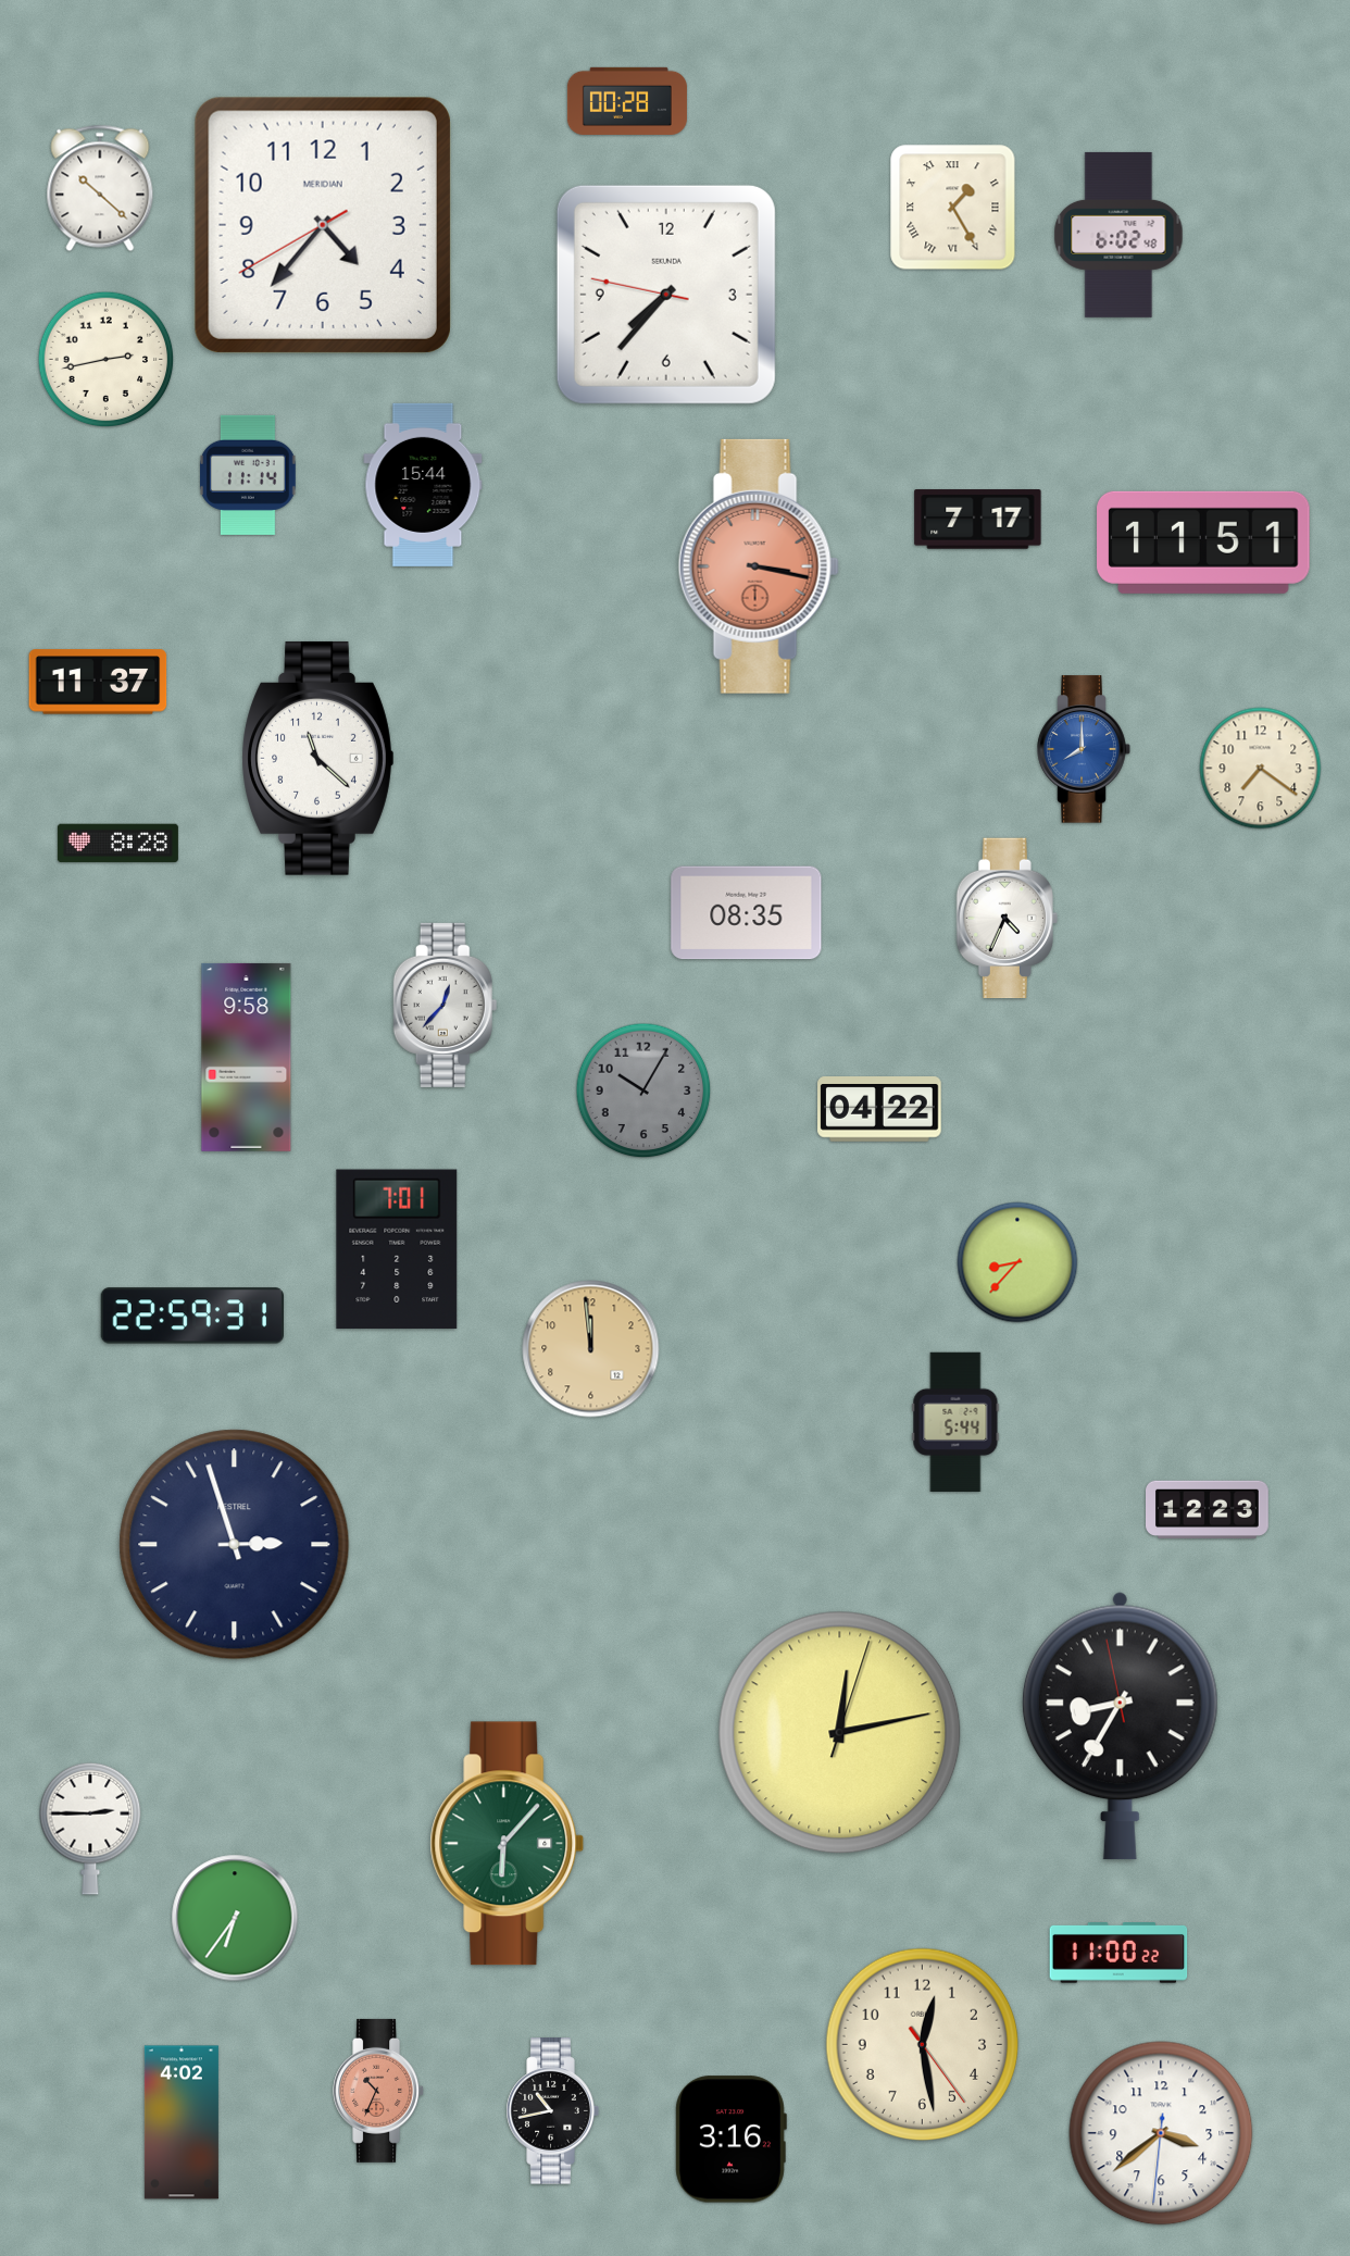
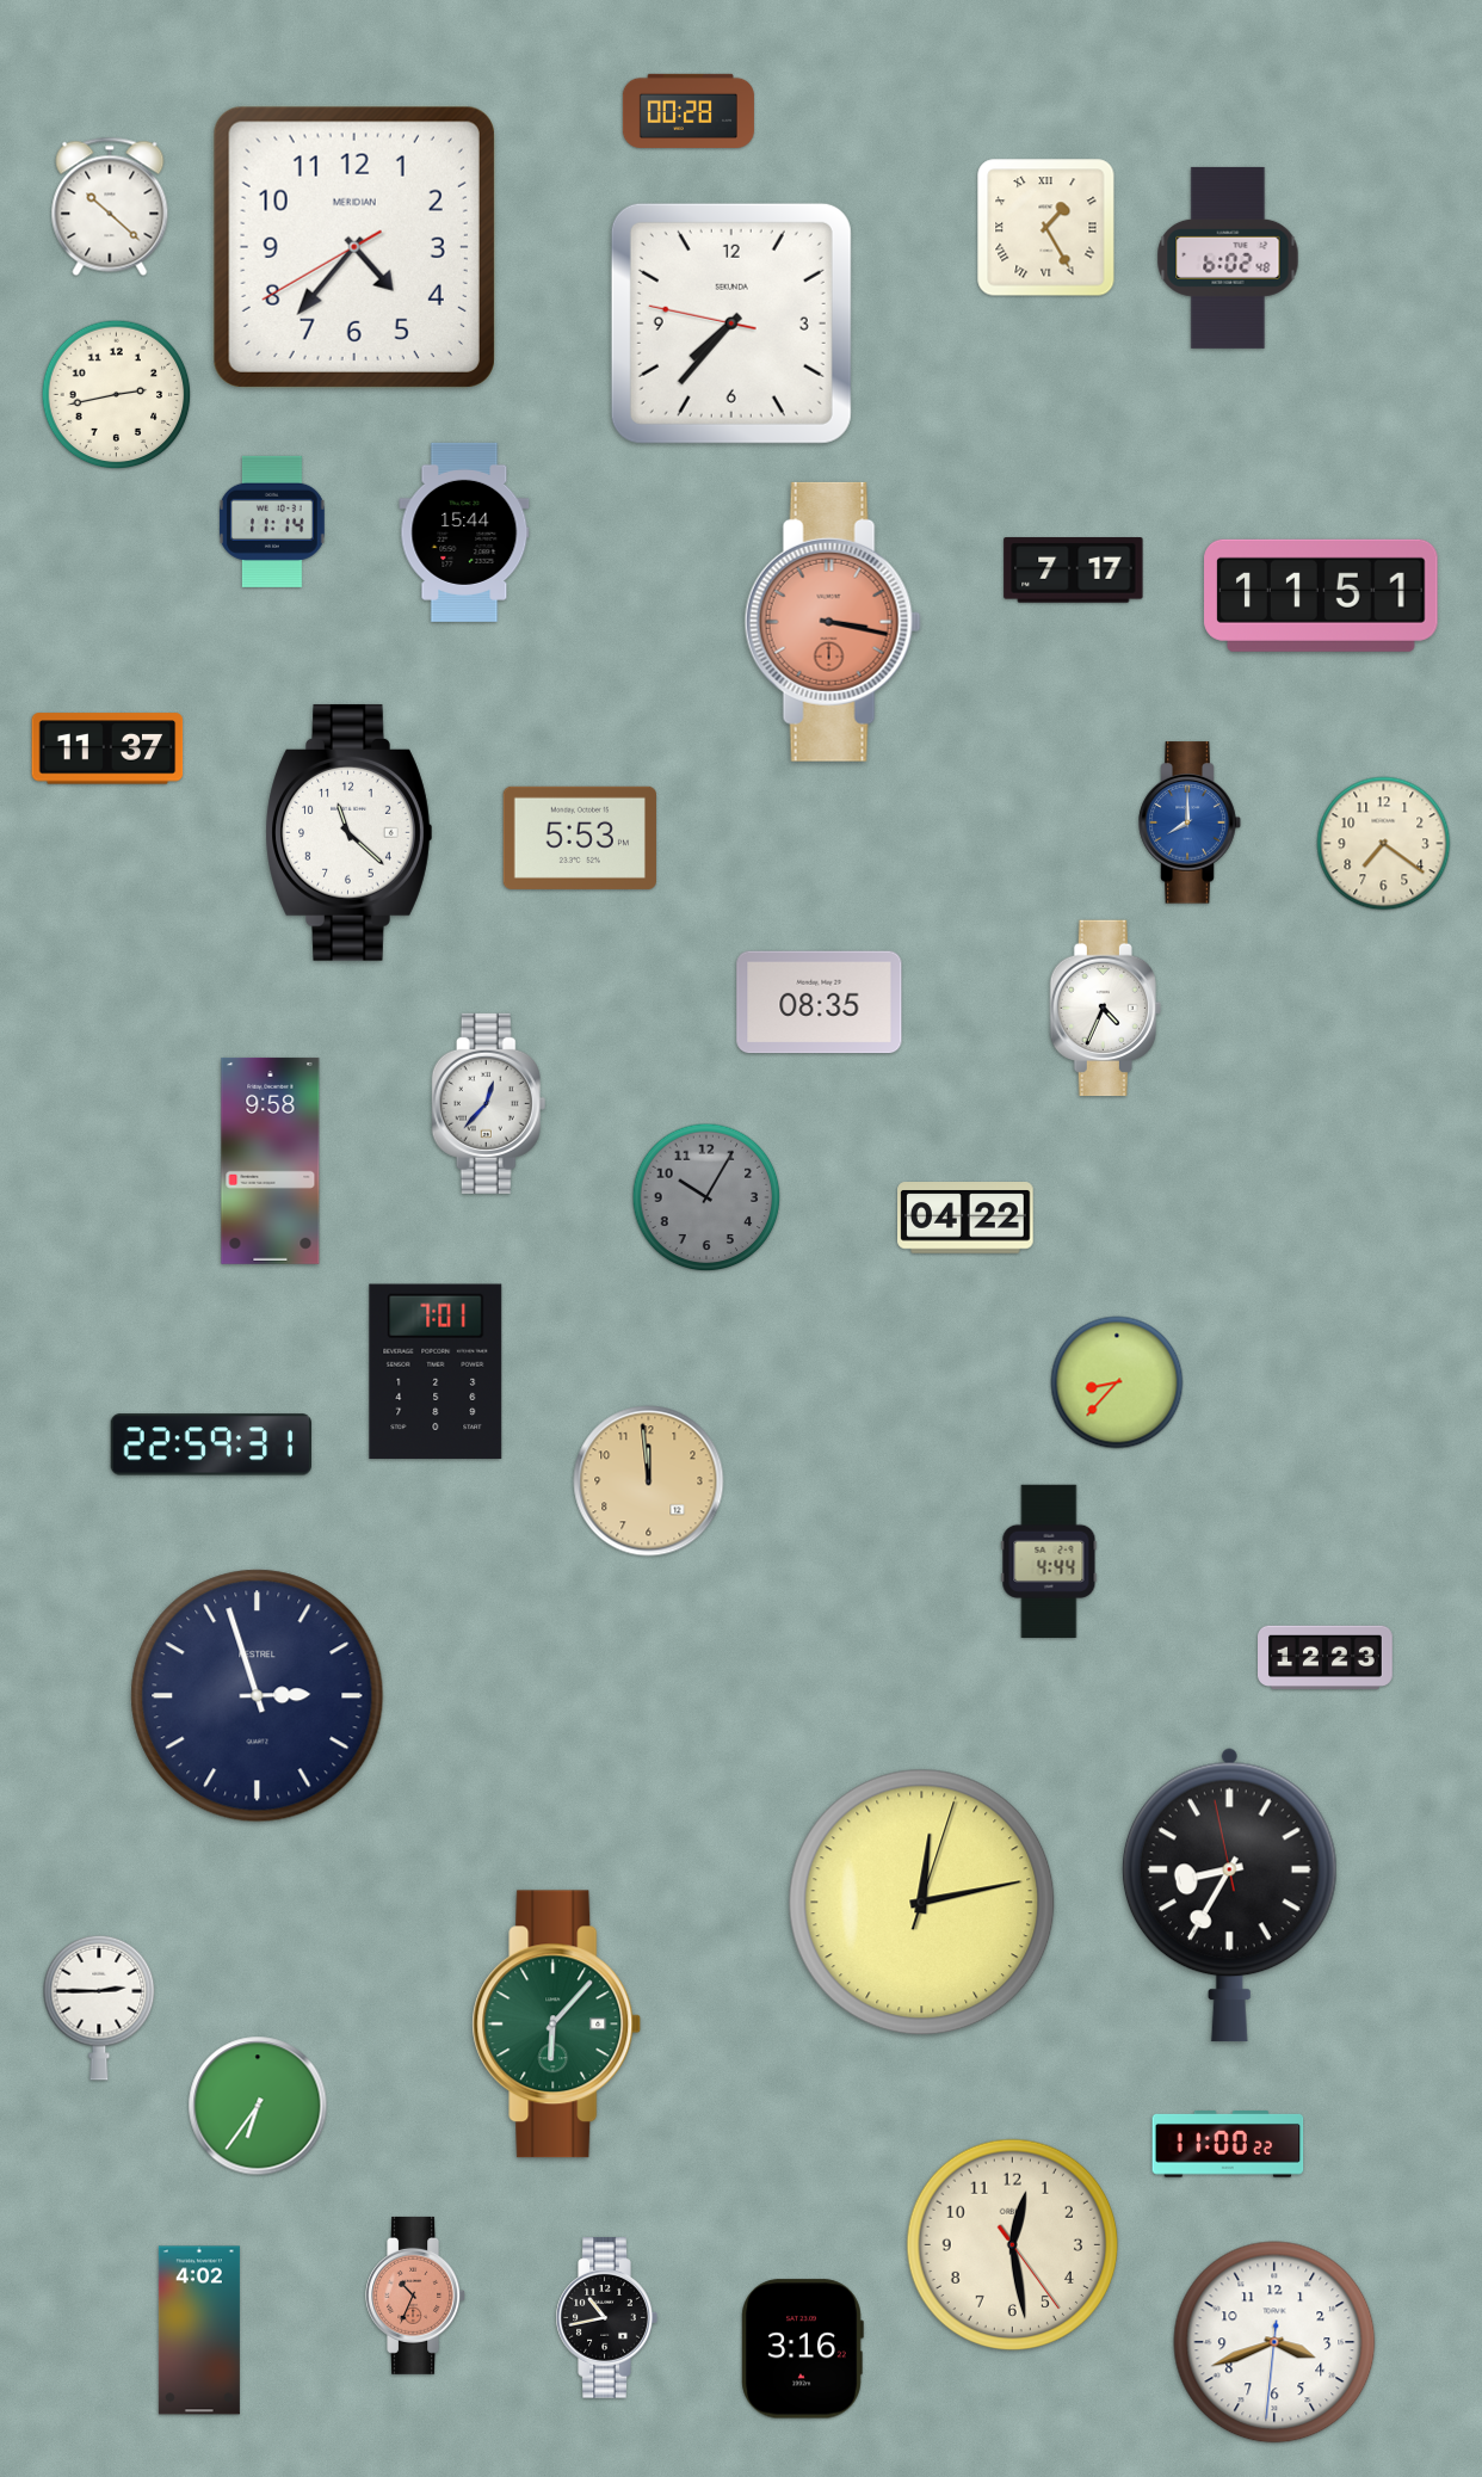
clock at (580, 838): none -> 5:53
clock at (117, 844): 8:28 -> none
clock at (1017, 1262) position: (1017, 1262) -> (1117, 1382)
clock at (955, 1421): 5:44 -> 4:44
clock at (1161, 2133): 3:38 -> 3:41
